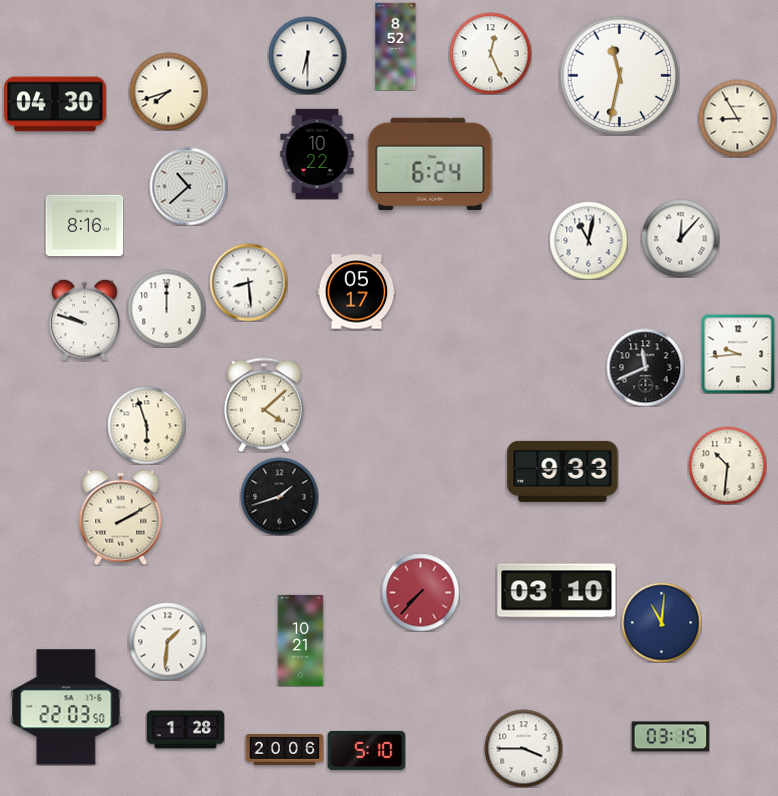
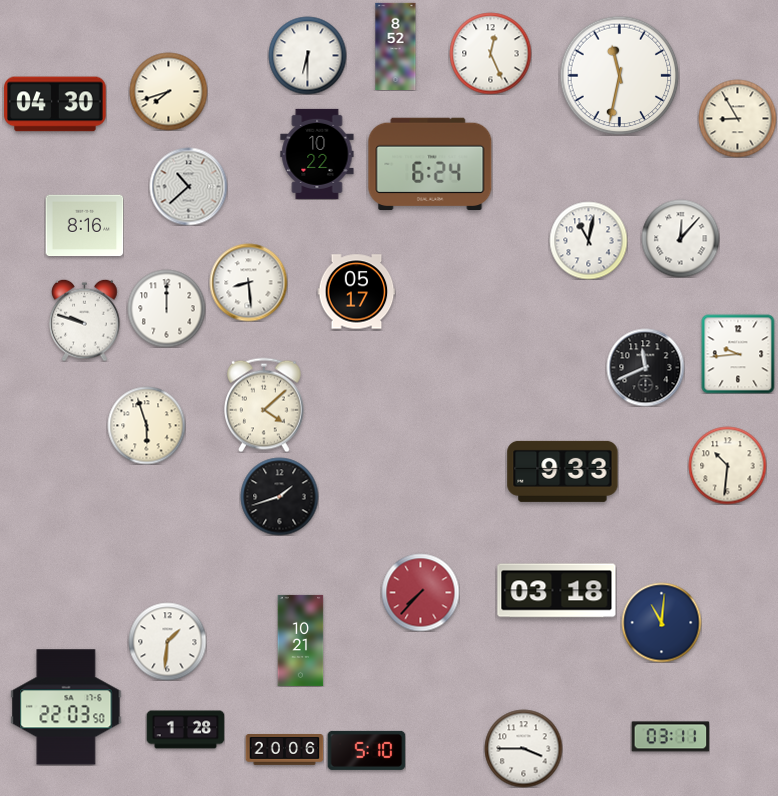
clock at (121, 517): 2:10 -> none
clock at (557, 591): 03:10 -> 03:18
clock at (670, 737): 03:15 -> 03:11
